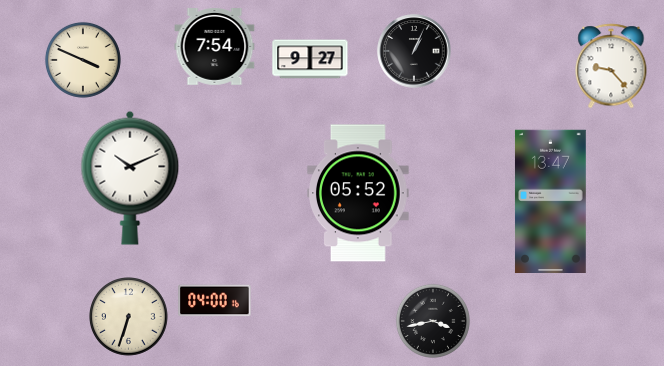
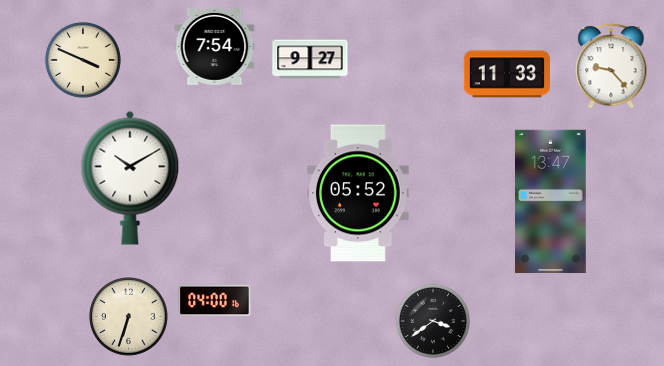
clock at (414, 51): 1:04 -> none
clock at (507, 74): none -> 11:33
clock at (130, 178): 10:11 -> 10:10
clock at (433, 321): 3:43 -> 3:39
